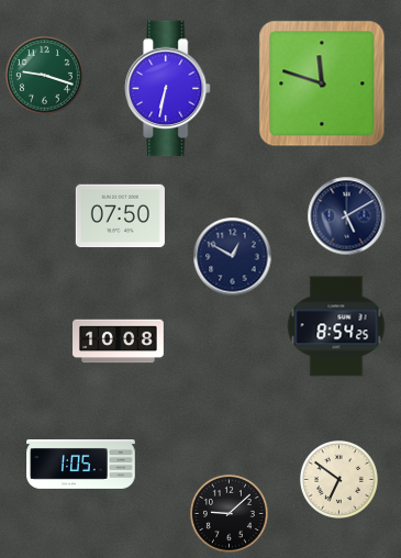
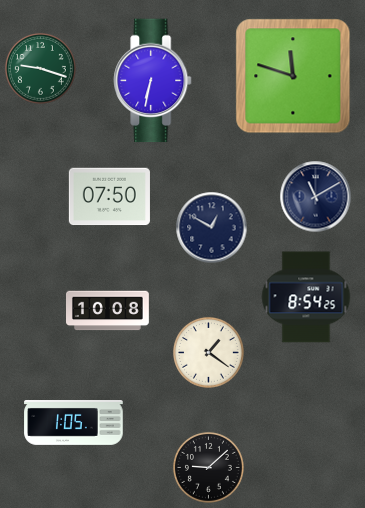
clock at (347, 216): 5:10 -> 11:10
clock at (233, 257) position: (233, 257) -> (212, 228)
clock at (208, 352): none -> 1:21
clock at (338, 479): 6:51 -> none
